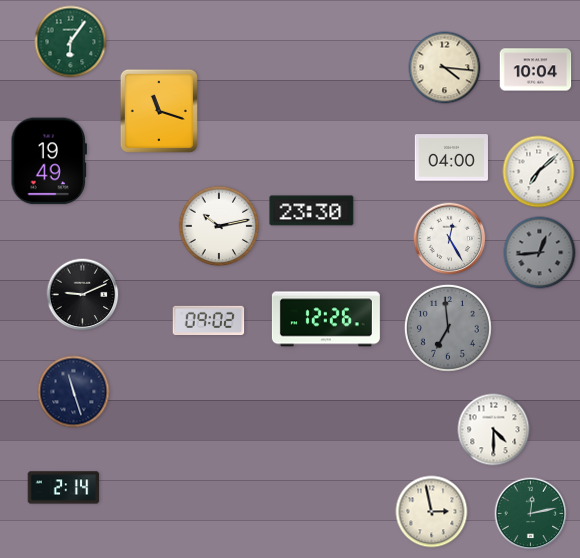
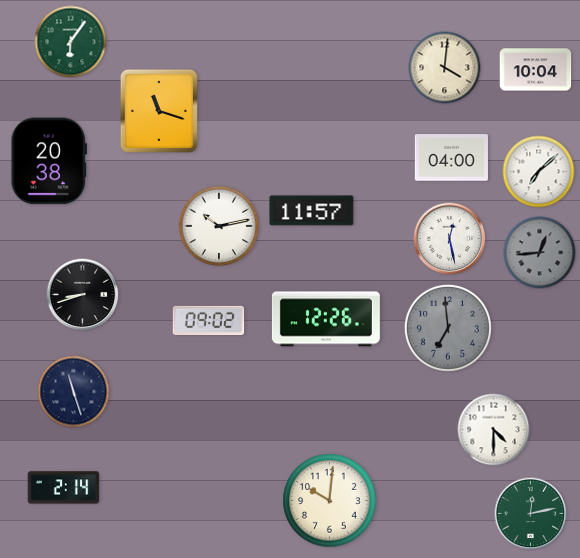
clock at (445, 68): 4:16 -> 4:01
clock at (49, 161): 19:49 -> 20:38
clock at (312, 211): 23:30 -> 11:57
clock at (450, 239): 12:25 -> 12:28
clock at (83, 295): 9:11 -> 8:42
clock at (330, 501): none -> 10:01
clock at (432, 512): 2:58 -> none
